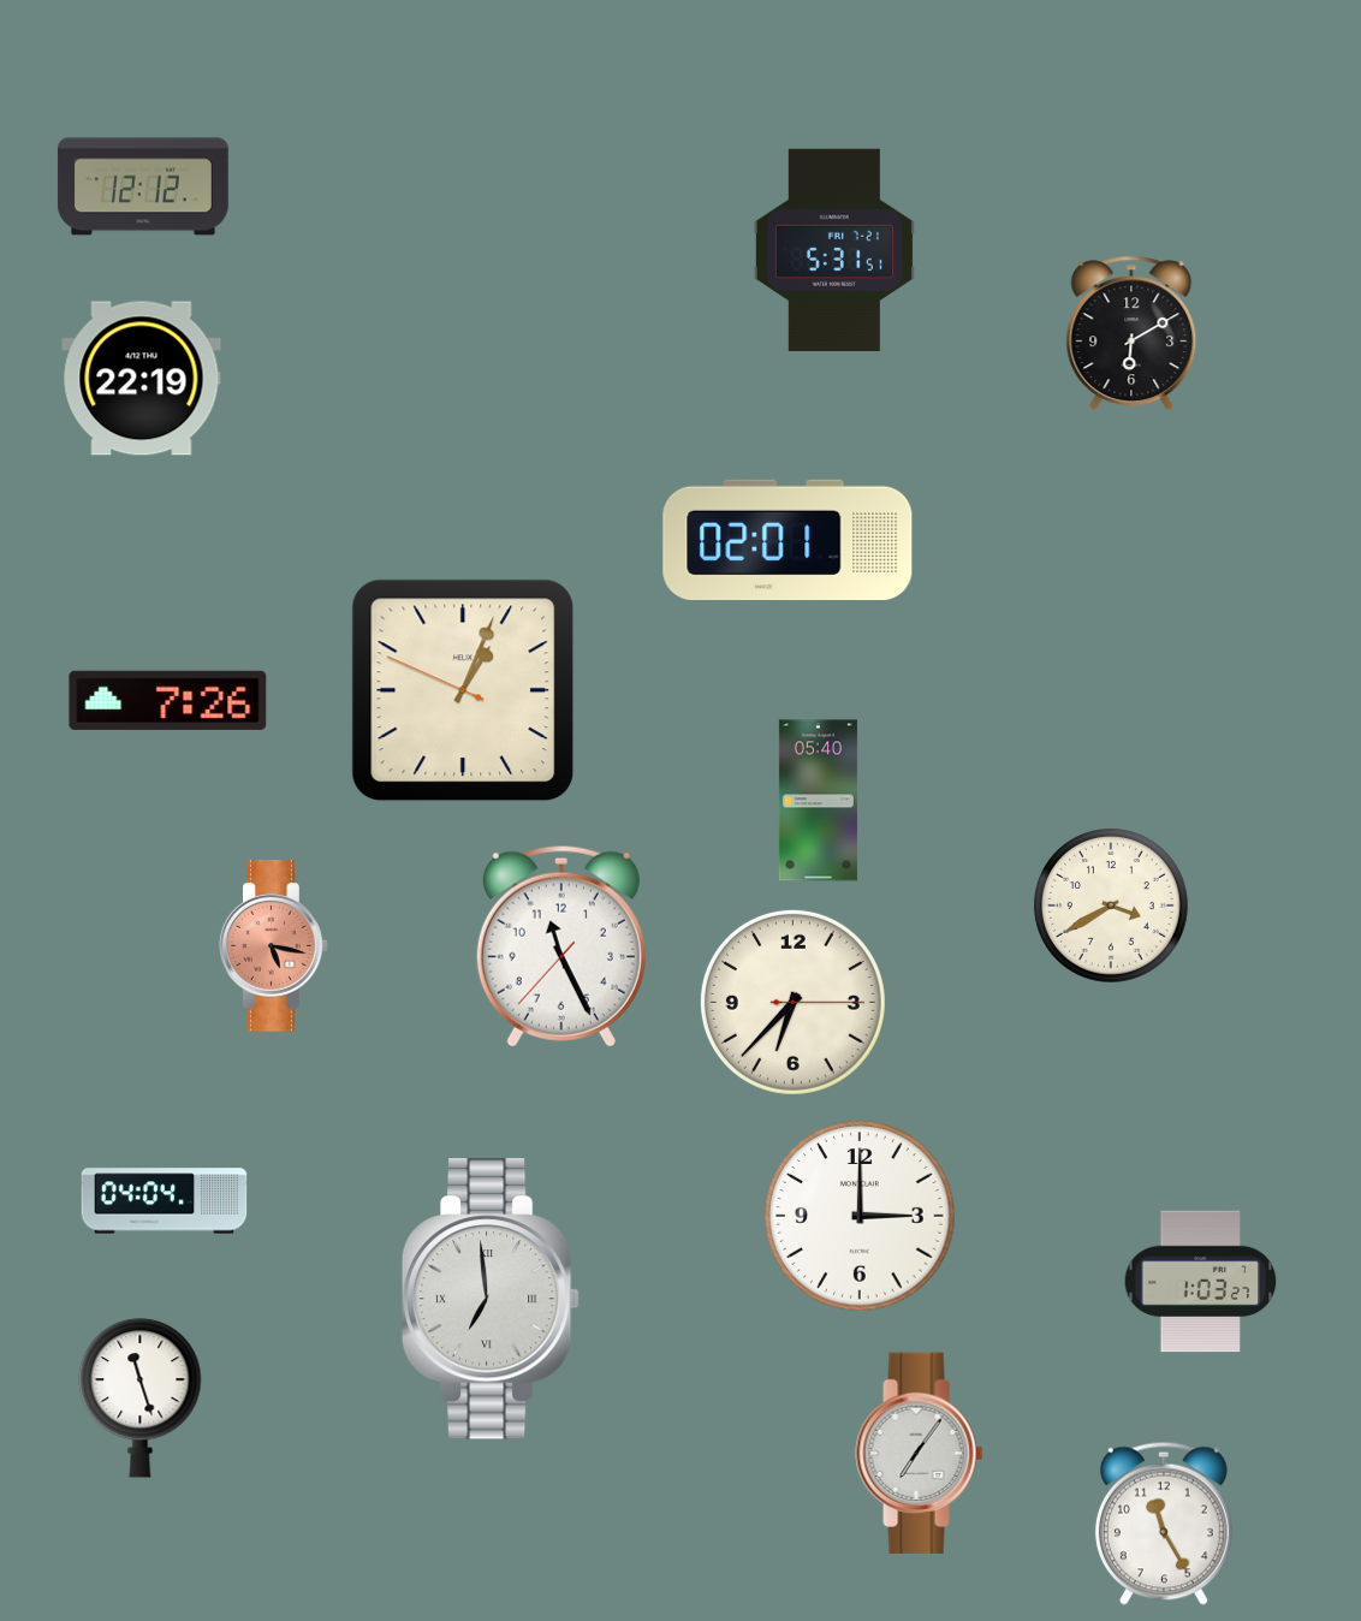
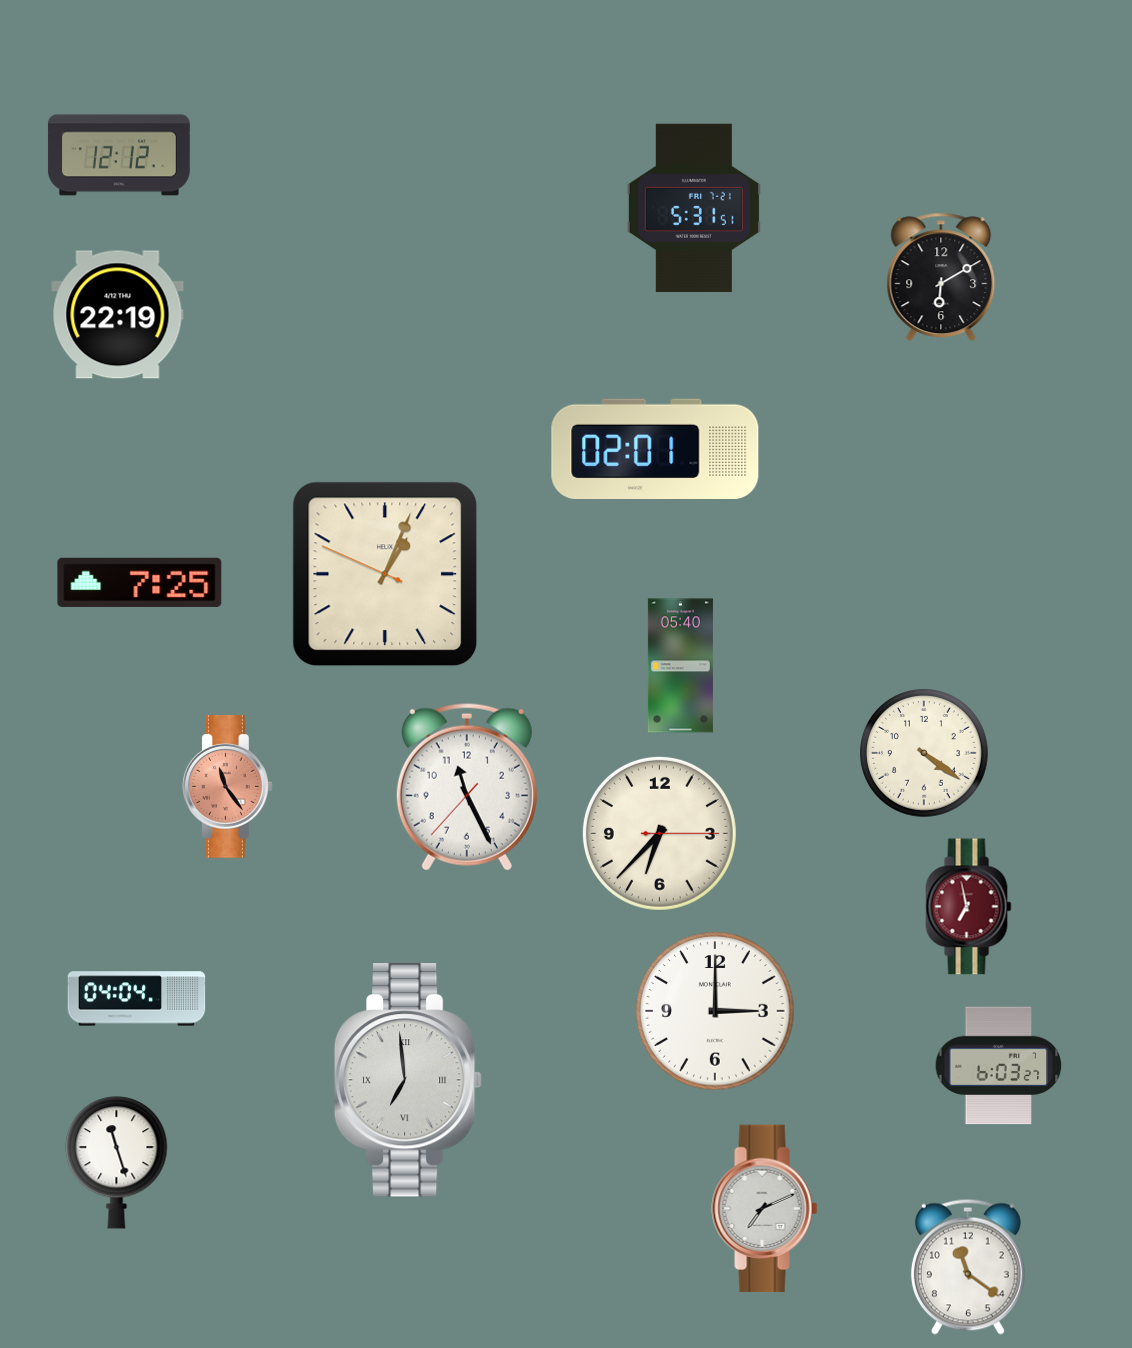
clock at (168, 700): 7:26 -> 7:25
clock at (1112, 907): 3:40 -> 4:21
clock at (274, 946): 5:17 -> 11:24
clock at (969, 907): none -> 6:58
clock at (1201, 1282): 1:03 -> 6:03
clock at (920, 1454): 7:06 -> 7:11
clock at (1164, 1524): 11:25 -> 11:21
